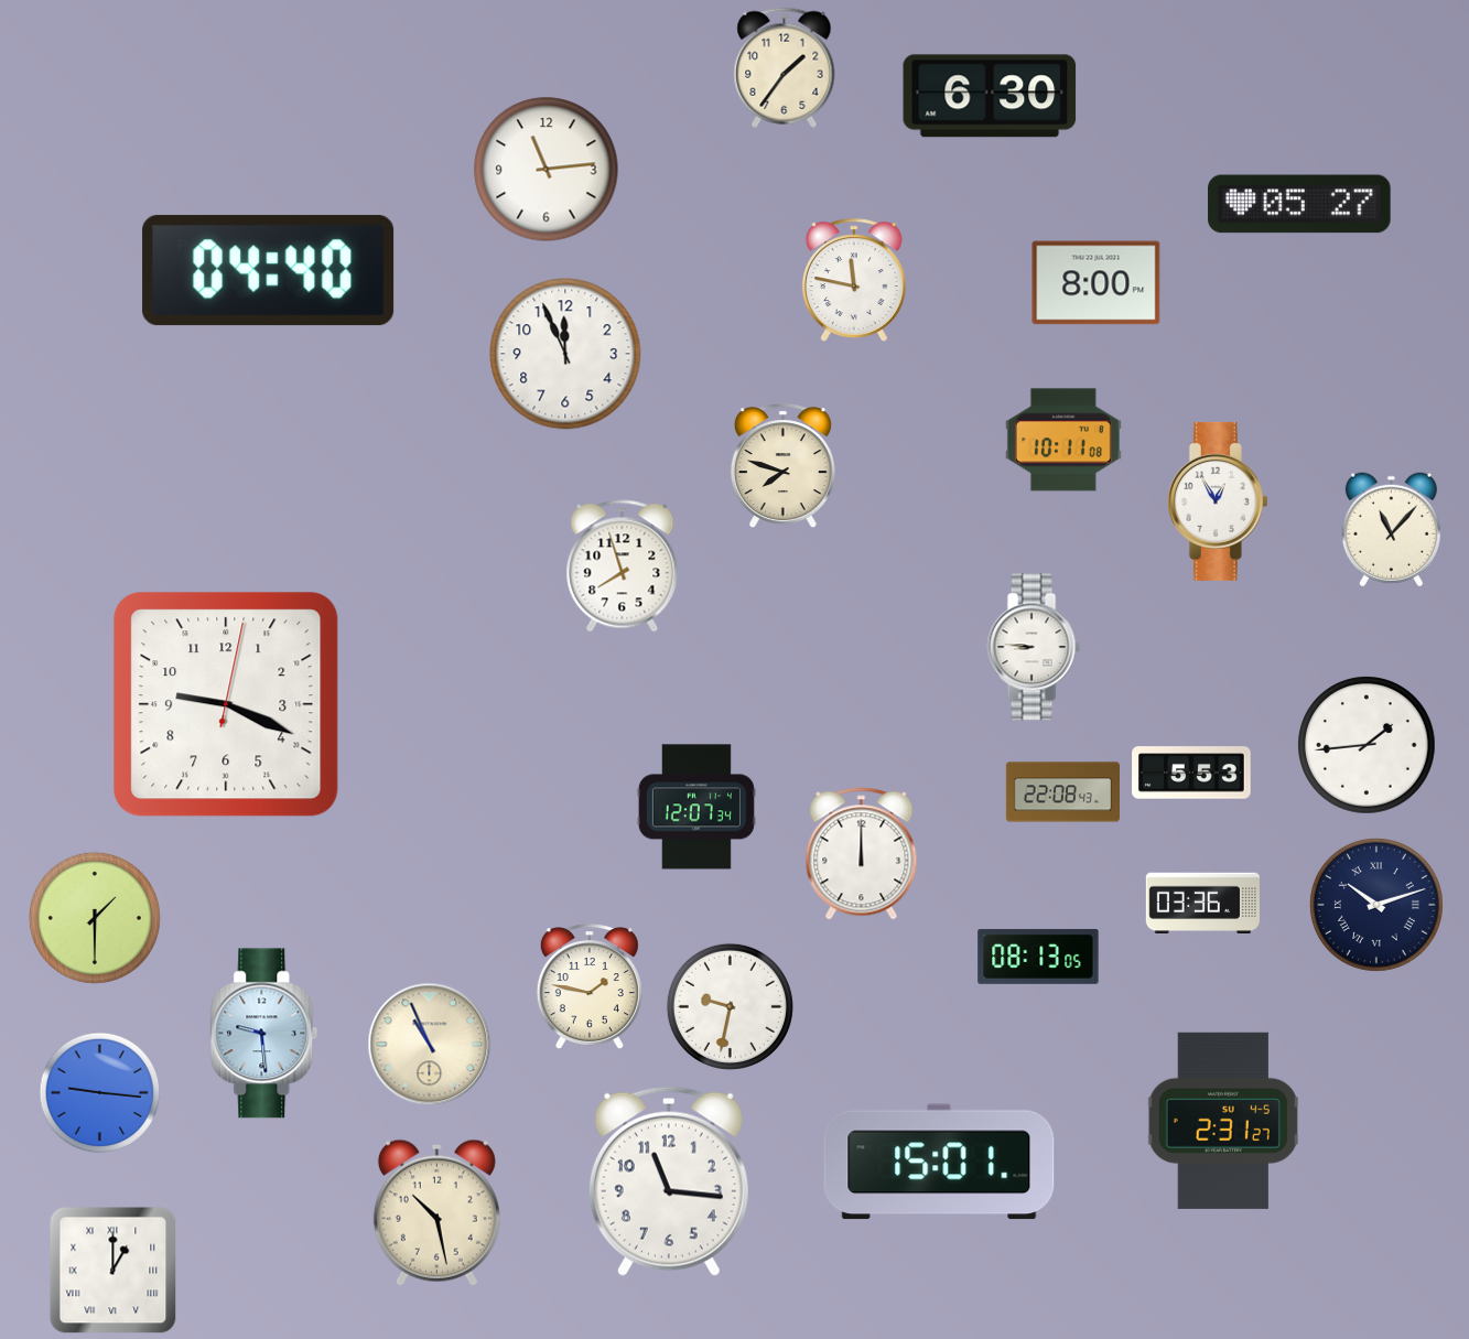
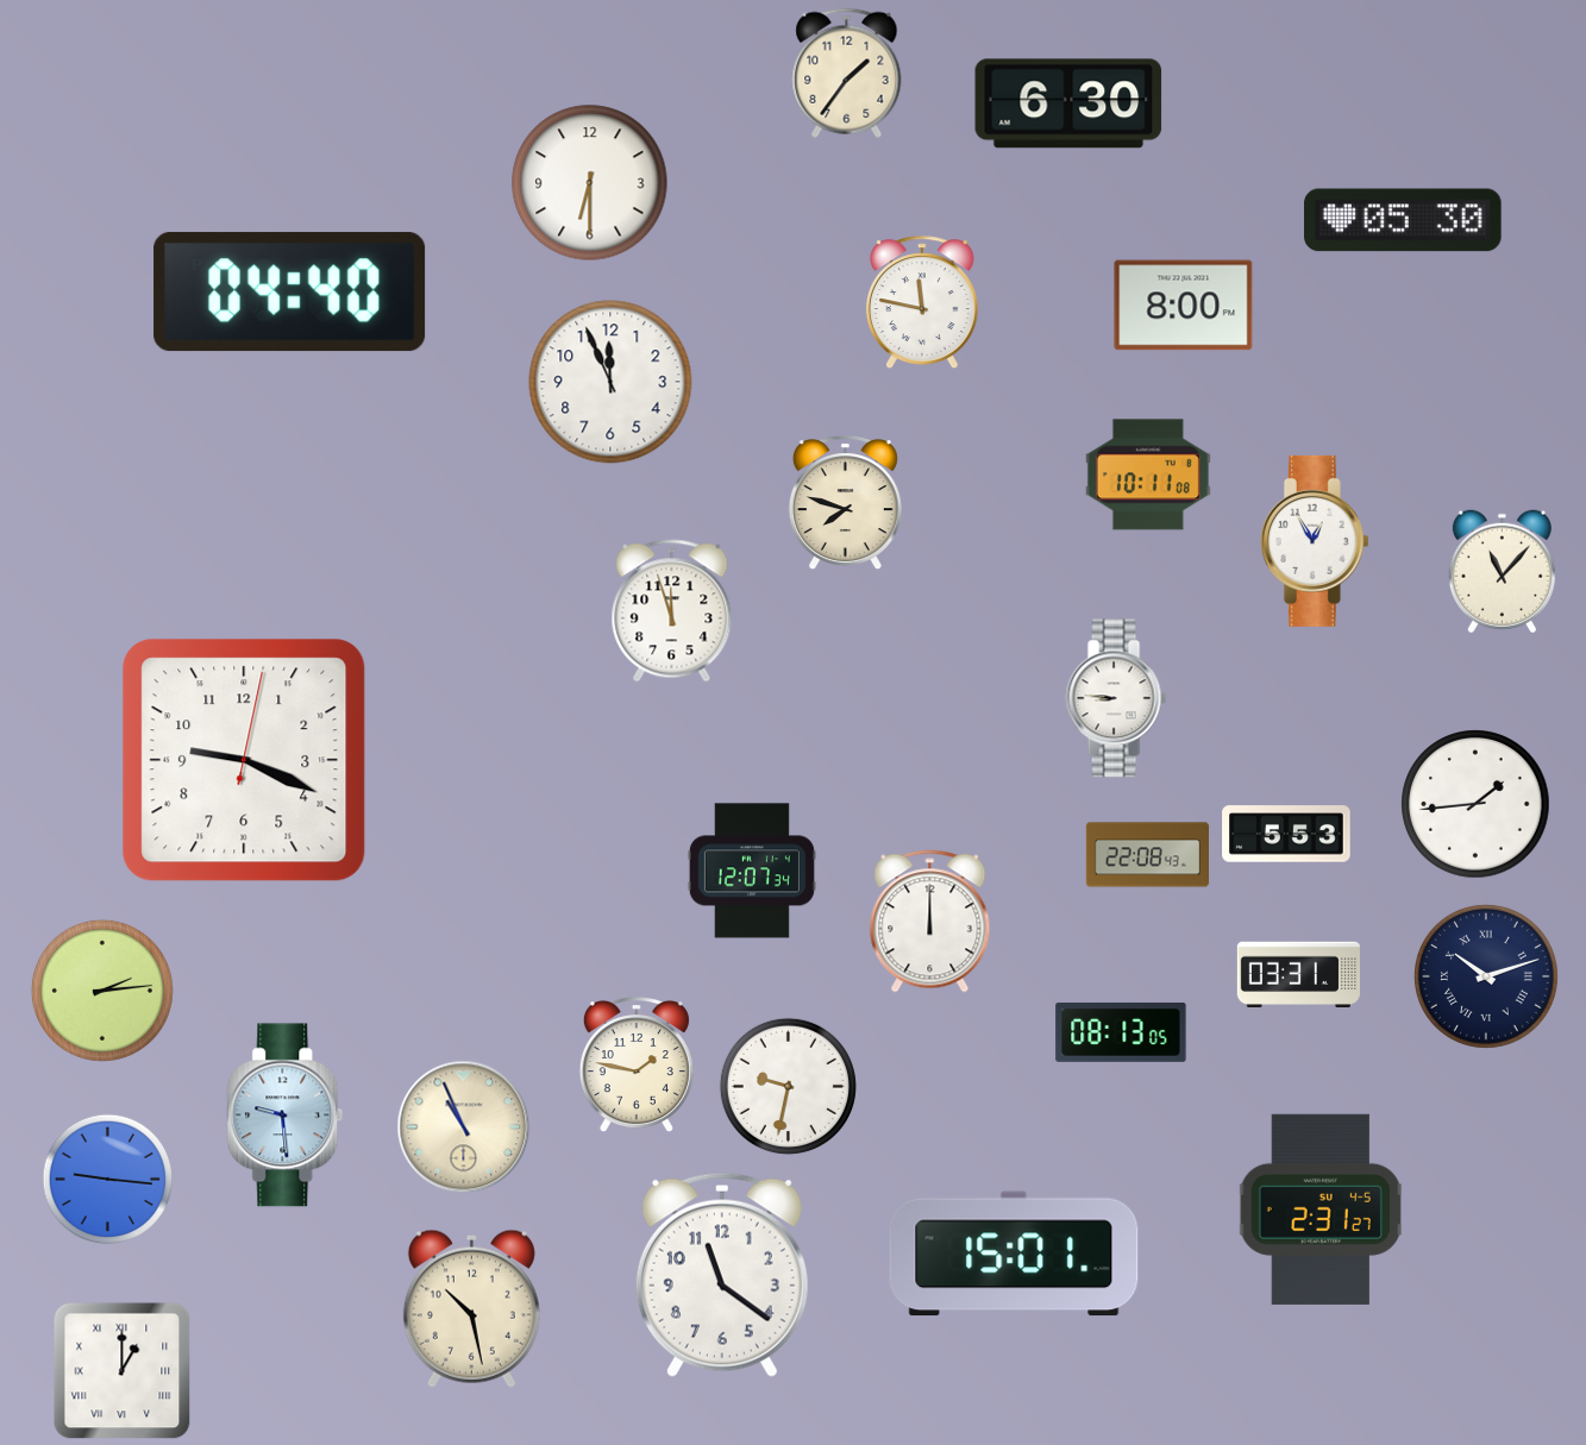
clock at (547, 170): 11:14 -> 6:30
clock at (1299, 204): 05:27 -> 05:30
clock at (623, 566): 7:57 -> 11:57
clock at (1202, 904): 03:36 -> 03:31
clock at (95, 918): 1:30 -> 2:14
clock at (669, 1181): 11:16 -> 11:21
